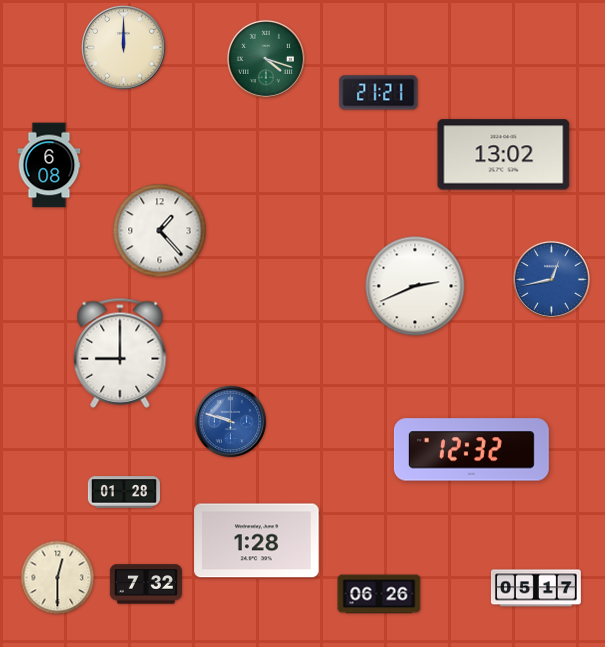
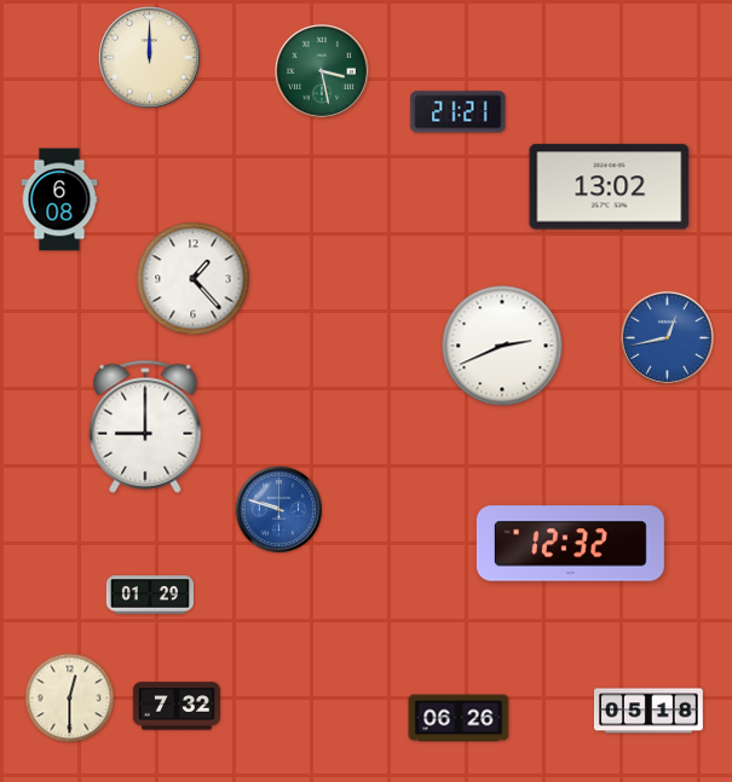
clock at (266, 59): 4:18 -> 3:28
clock at (124, 492): 01:28 -> 01:29
clock at (257, 541): 1:28 -> none
clock at (536, 588): 05:17 -> 05:18
